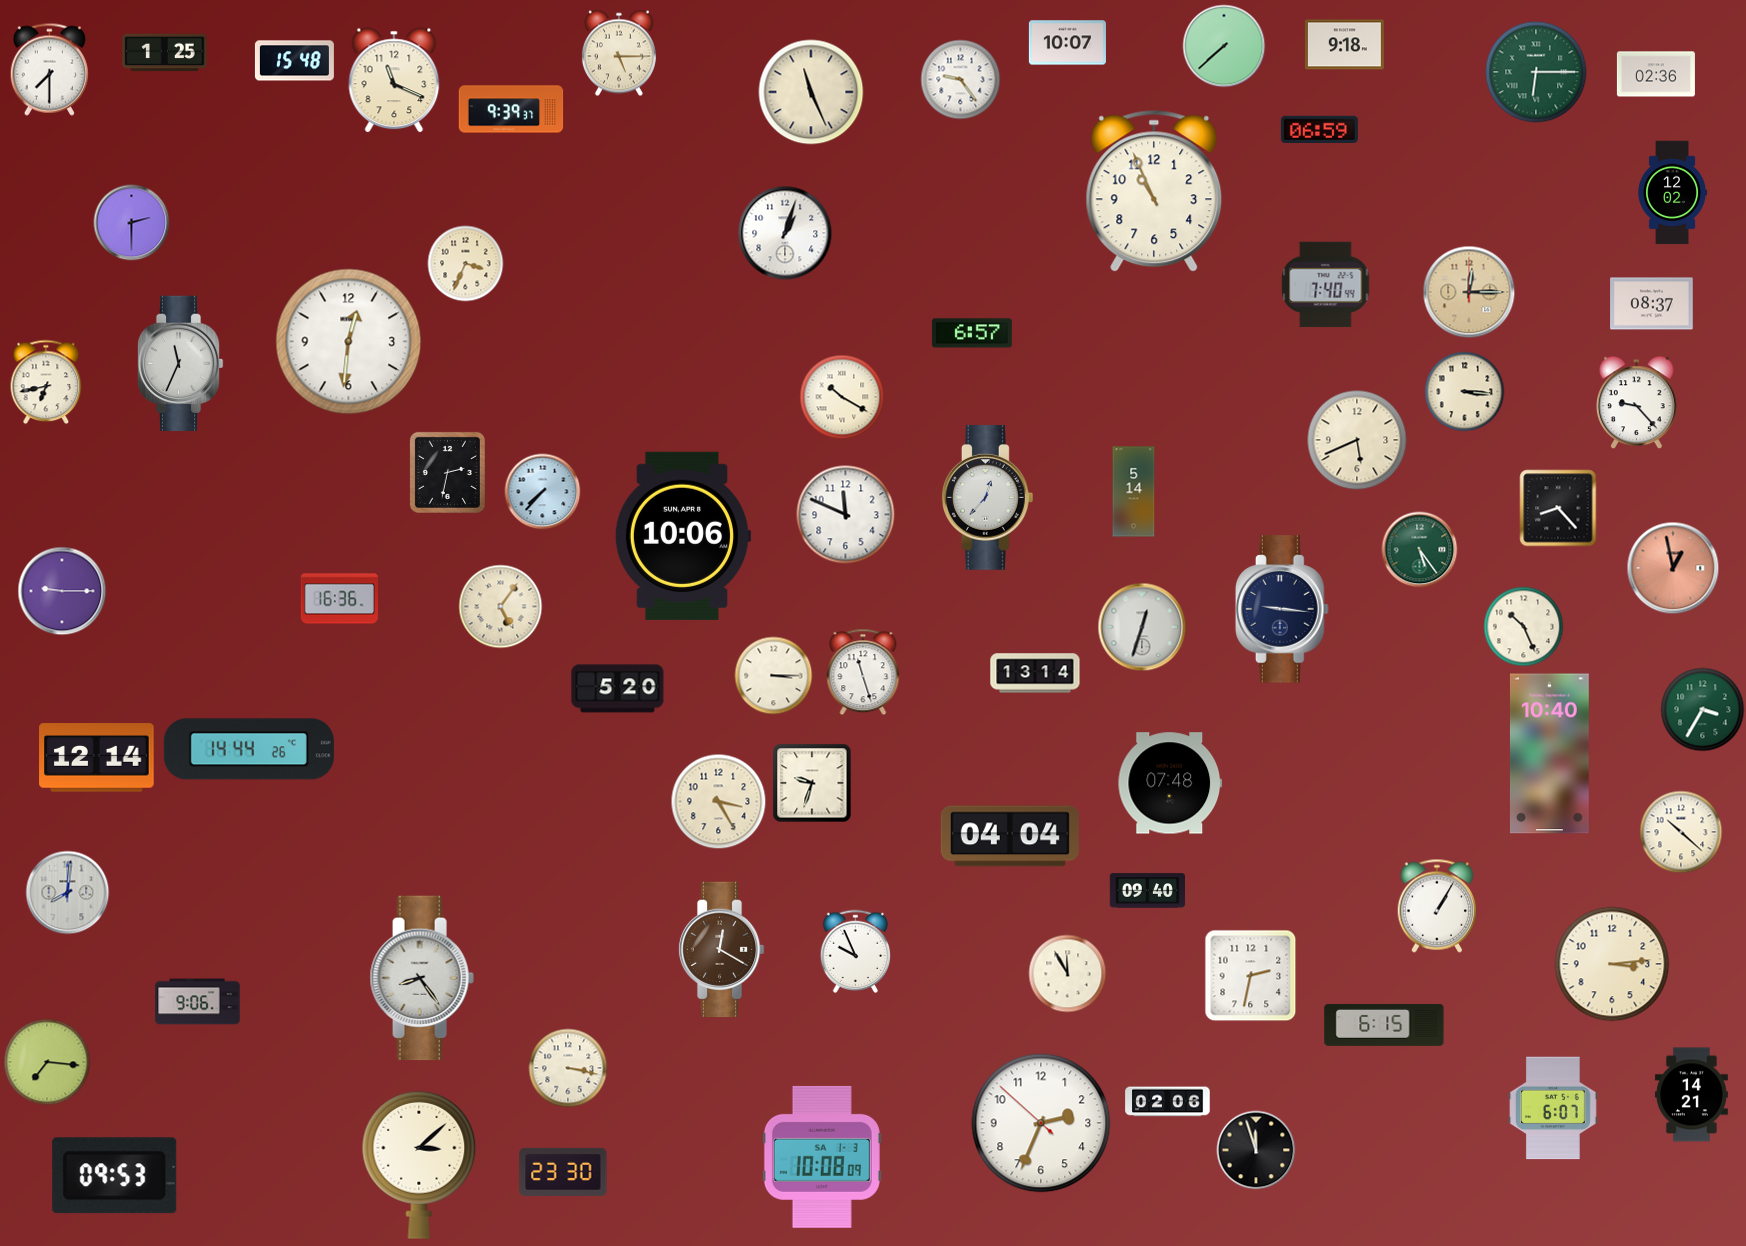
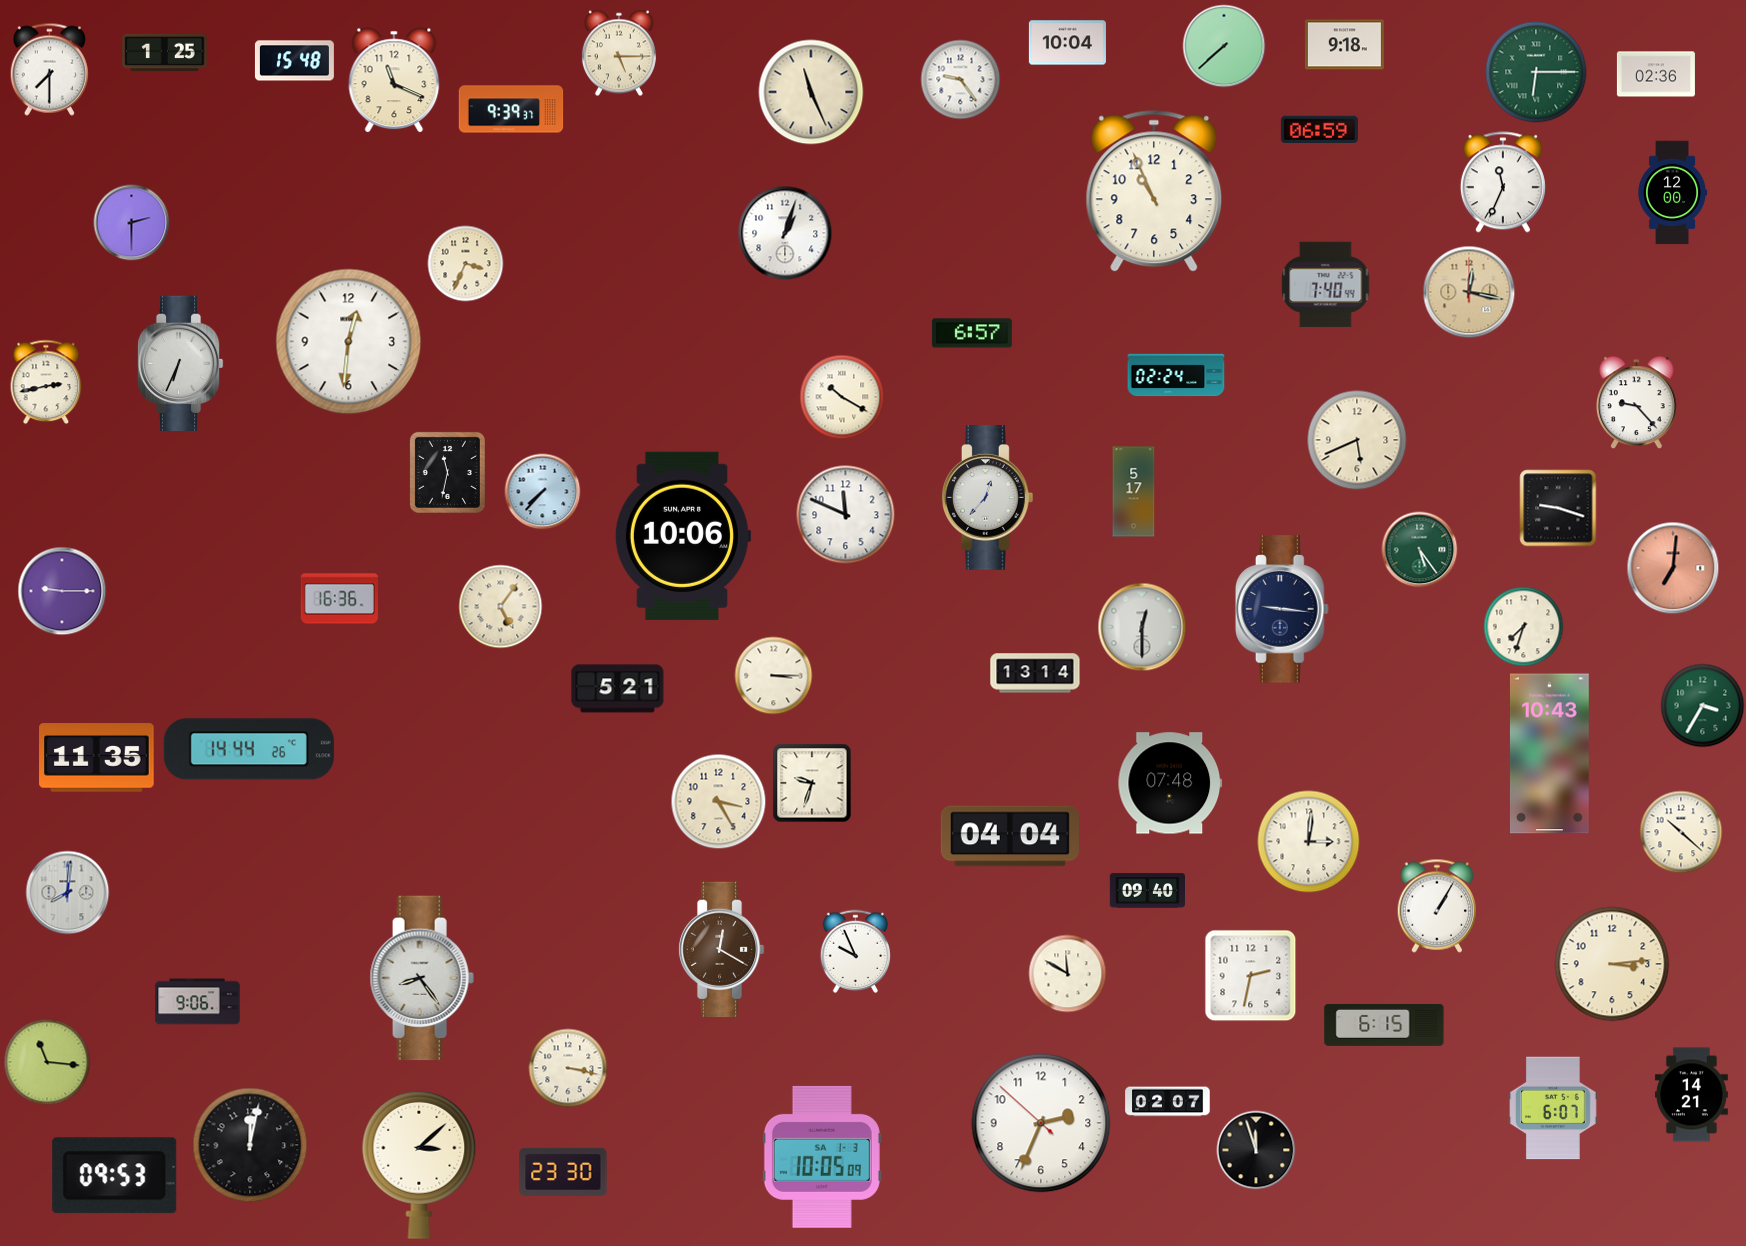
clock at (1067, 43): 10:07 -> 10:04
clock at (1503, 182): none -> 11:34
clock at (1672, 193): 12:02 -> 12:00
clock at (1469, 292): 12:15 -> 12:17
clock at (1652, 304): 08:37 -> none
clock at (180, 364): 11:34 -> 6:34
clock at (1176, 375): none -> 02:24
clock at (46, 382): 6:43 -> 2:43
clock at (1465, 392): 3:16 -> none
clock at (447, 472): 2:32 -> 11:32
clock at (1134, 492): 5:14 -> 5:17
clock at (1558, 508): 8:23 -> 9:18
clock at (1673, 568): 12:58 -> 7:01
clock at (1142, 627): 12:33 -> 12:30
clock at (1524, 627): 10:26 -> 7:33
clock at (863, 672): 11:27 -> none
clock at (618, 689): 5:20 -> 5:21
clock at (1703, 710) position: (1703, 710) -> (1703, 706)
clock at (1549, 754): 10:40 -> 10:43
clock at (97, 758): 12:14 -> 11:35
clock at (1309, 842): none -> 3:01
clock at (1068, 974): 11:55 -> 11:50
clock at (47, 1062): 7:16 -> 11:16
clock at (1168, 1102): 02:06 -> 02:07
clock at (250, 1145): none -> 12:02
clock at (822, 1157): 10:08 -> 10:05
